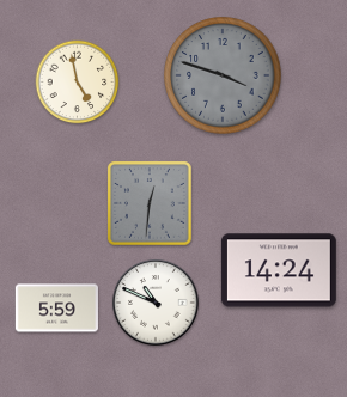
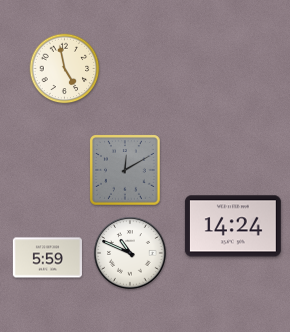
clock at (223, 75): 3:48 -> none
clock at (151, 204): 12:31 -> 12:10
